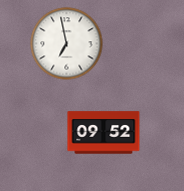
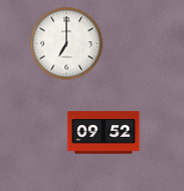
clock at (67, 44): 6:58 -> 7:00
